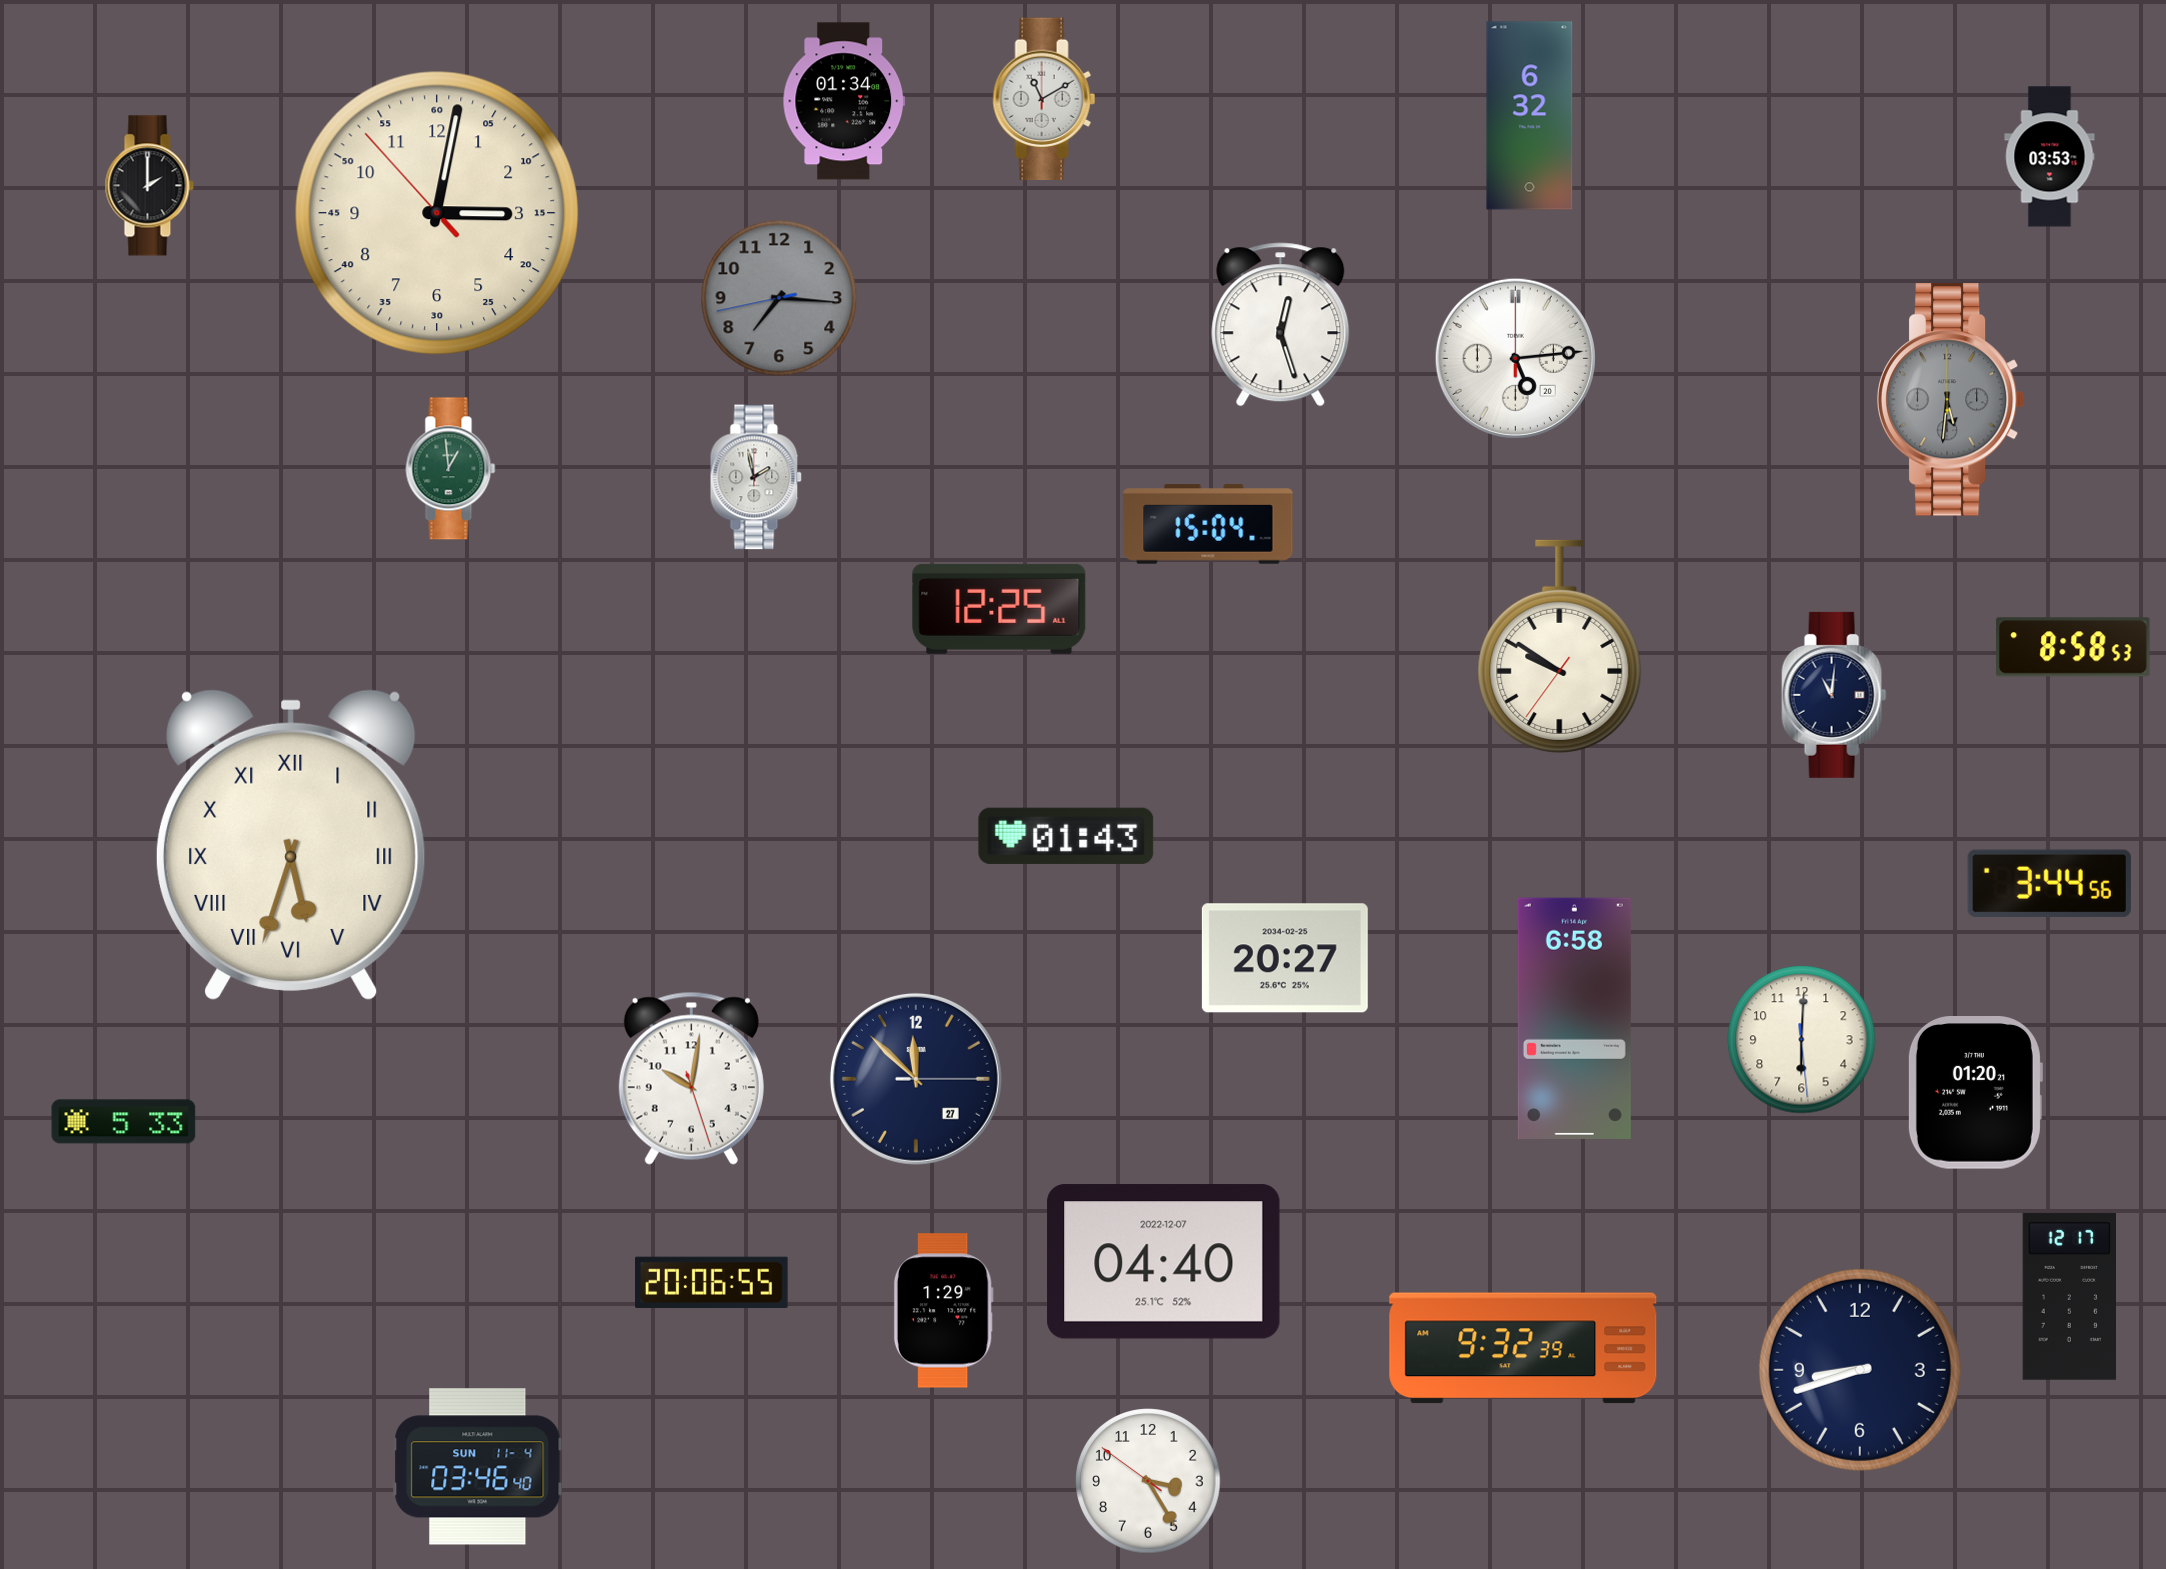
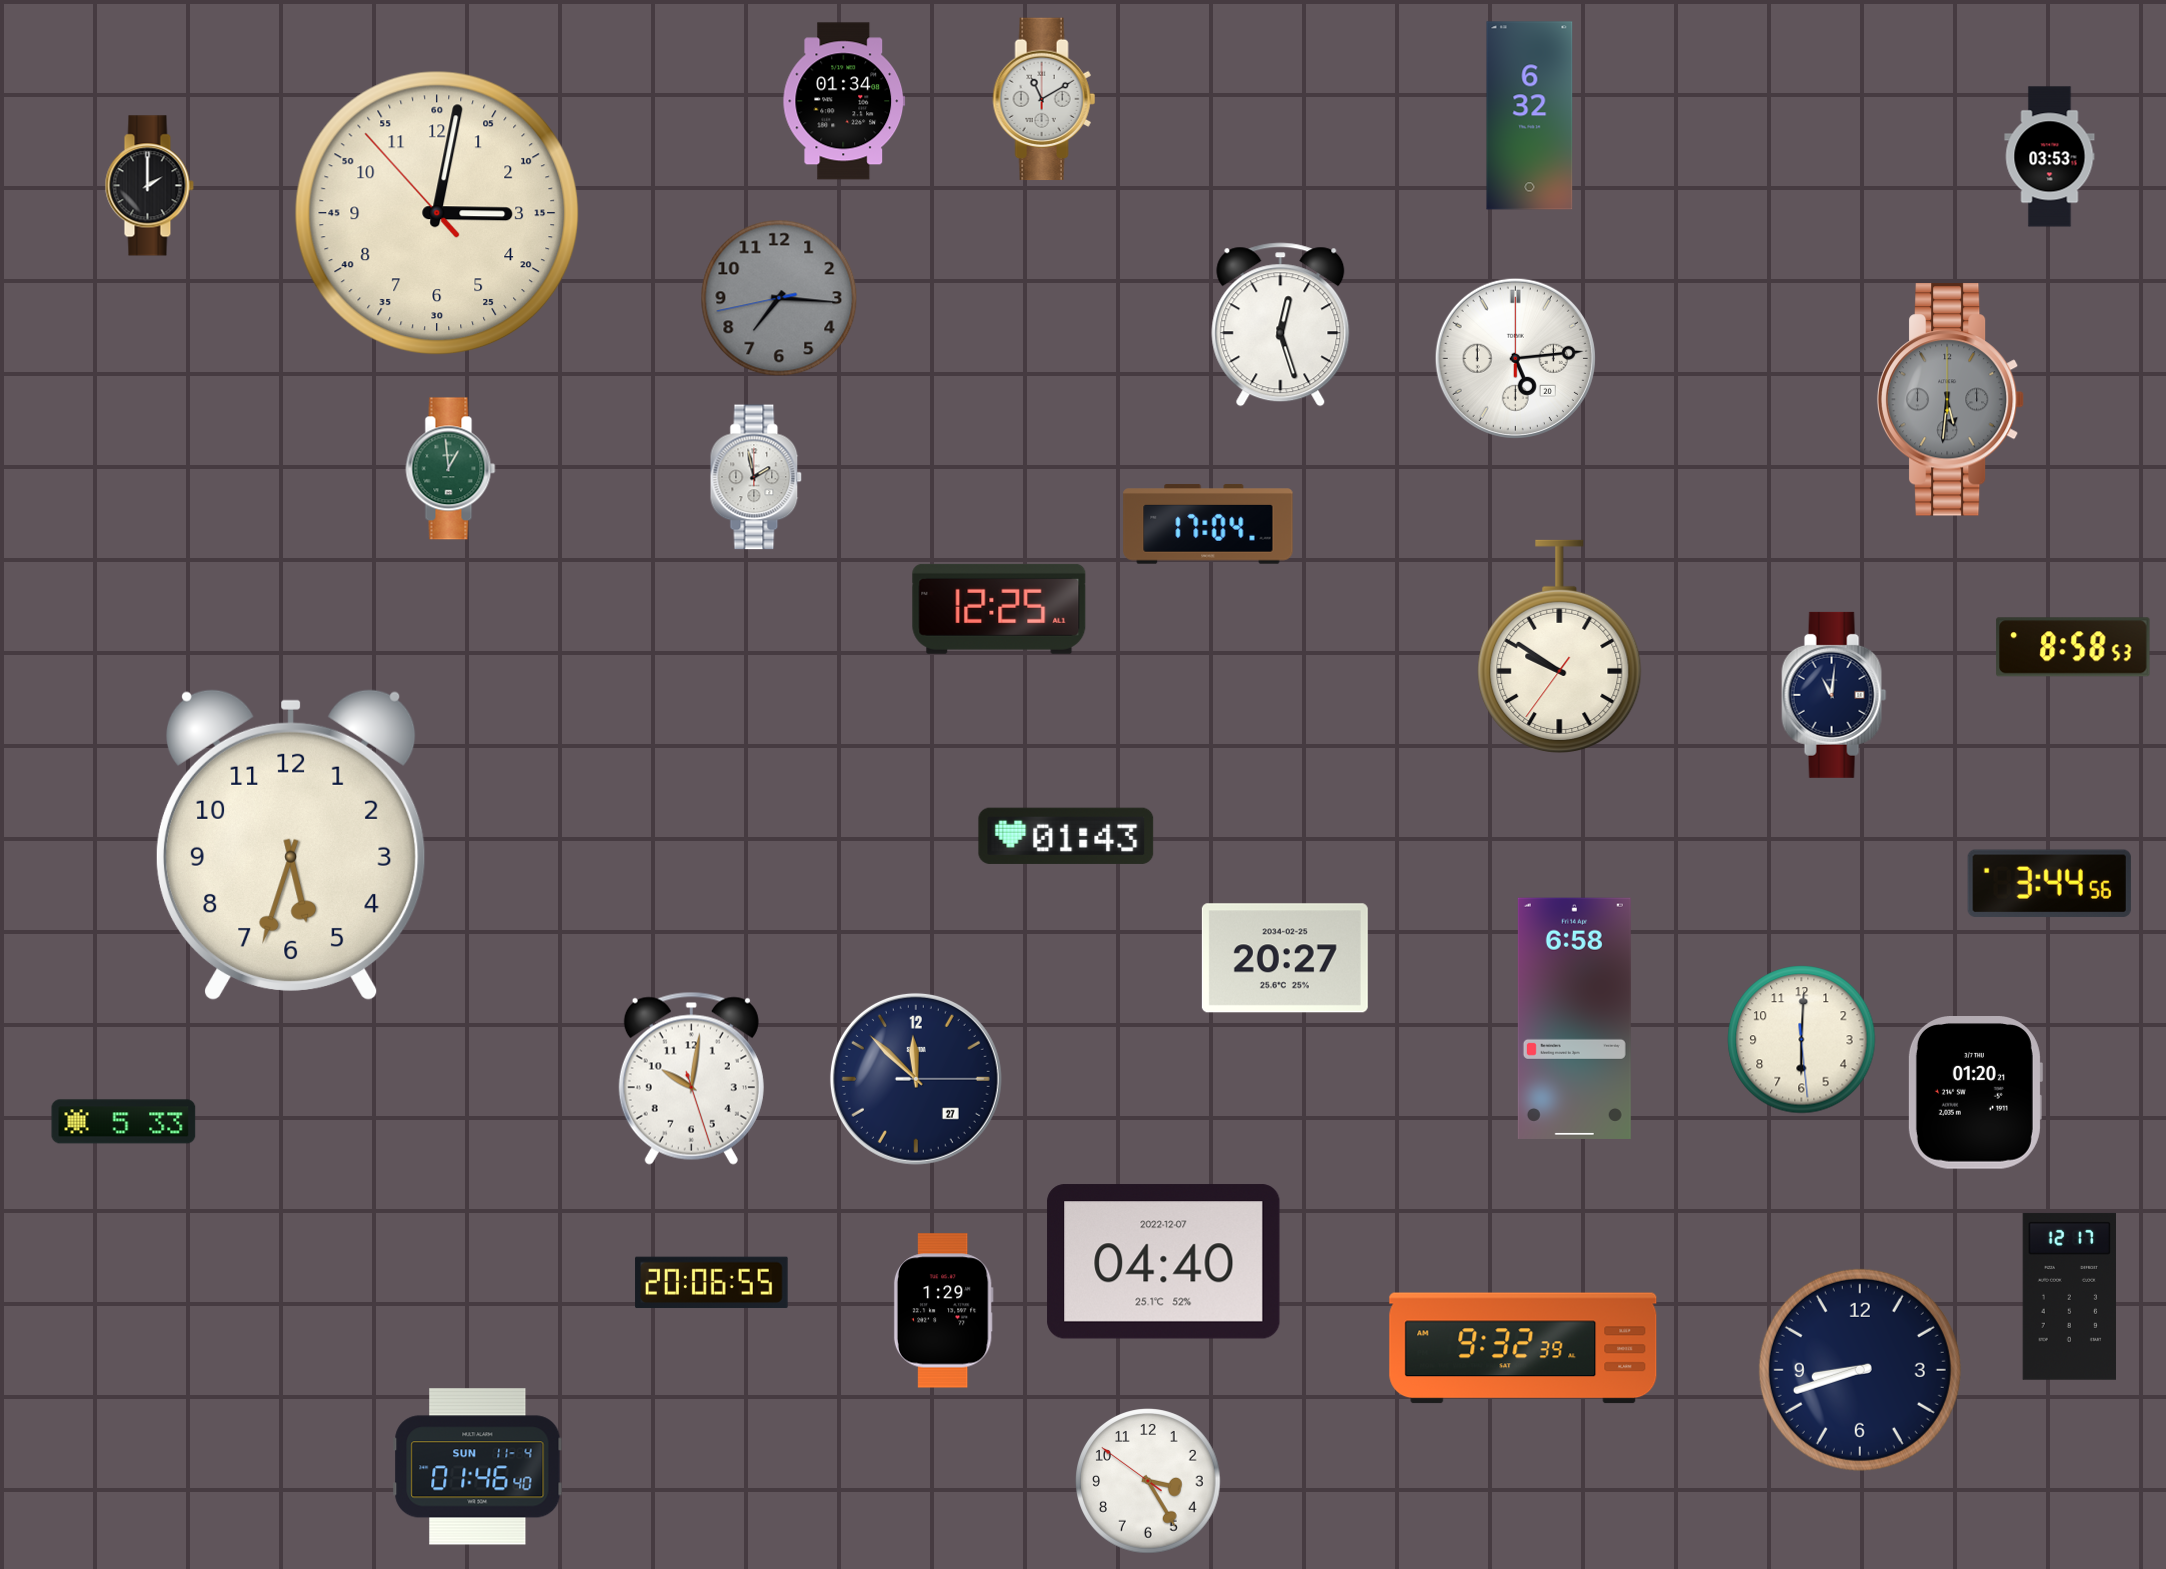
clock at (1208, 524): 15:04 -> 17:04
clock at (291, 845) numerals: Roman -> Arabic
clock at (478, 1467): 03:46 -> 01:46
